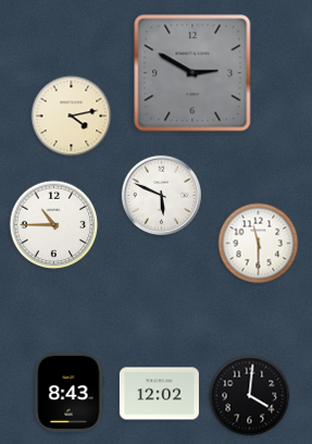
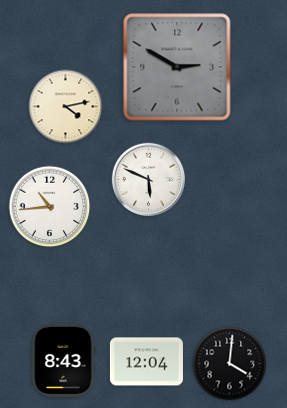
clock at (54, 225): 10:45 -> 10:44
clock at (259, 244): 11:30 -> none
clock at (159, 394): 12:02 -> 12:04
